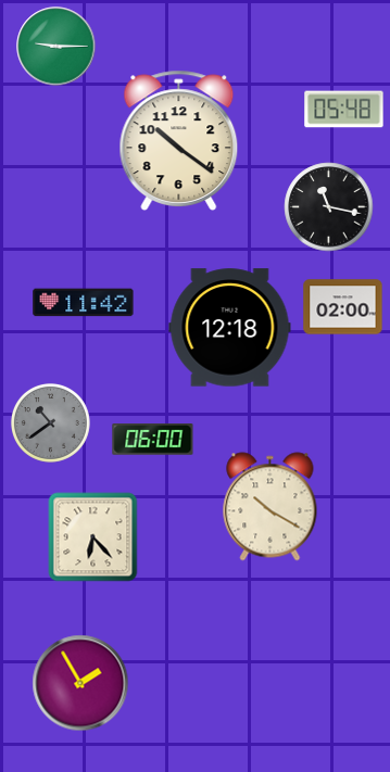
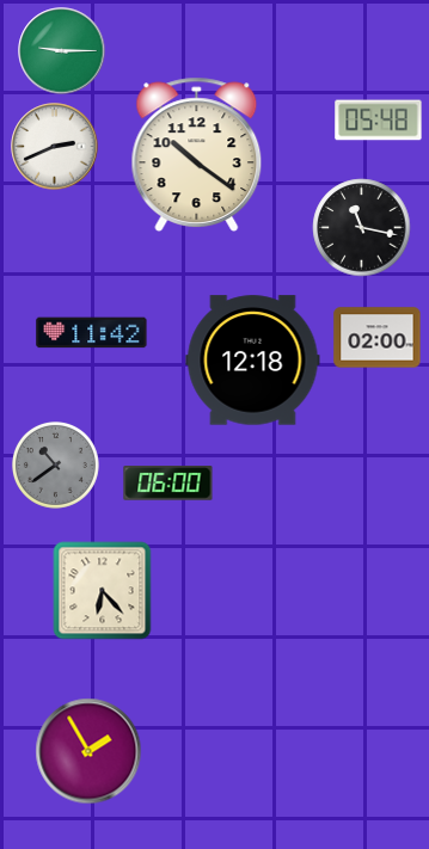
clock at (55, 147): none -> 2:41
clock at (271, 507): 10:20 -> none
